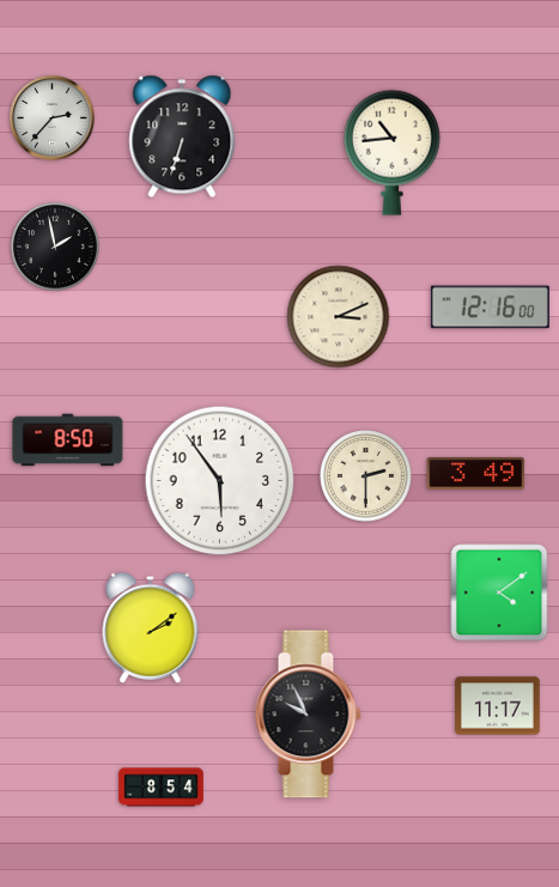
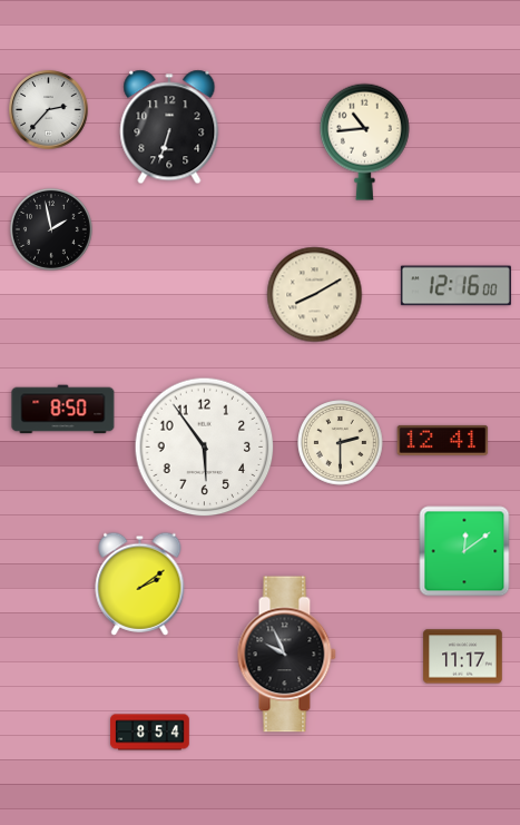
clock at (339, 317): 3:11 -> 8:10
clock at (476, 473): 3:49 -> 12:41
clock at (499, 593): 4:09 -> 12:09
clock at (308, 715) position: (308, 715) -> (286, 655)
